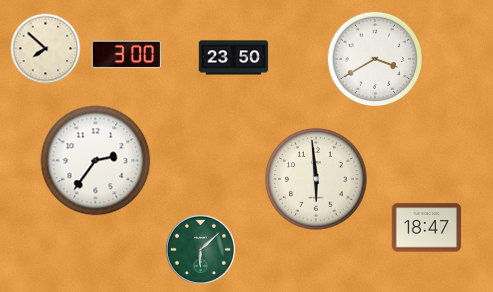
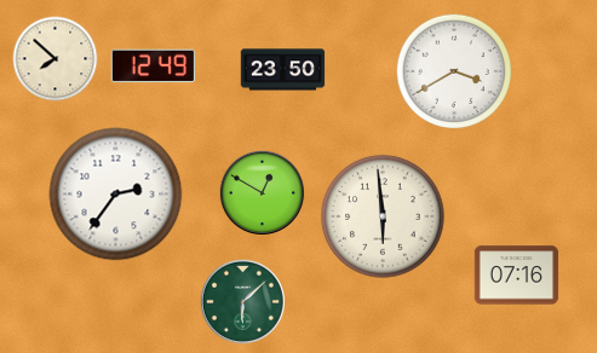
clock at (126, 55): 3:00 -> 12:49
clock at (262, 192): none -> 12:50
clock at (427, 228): 18:47 -> 07:16
